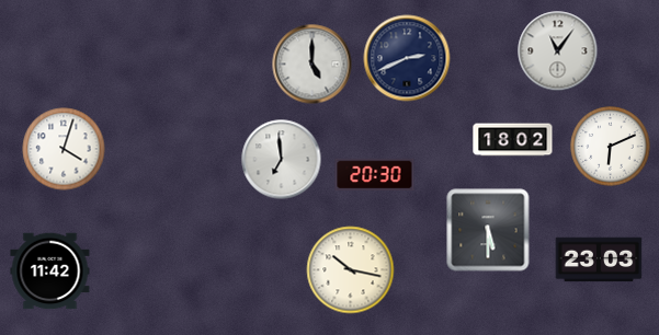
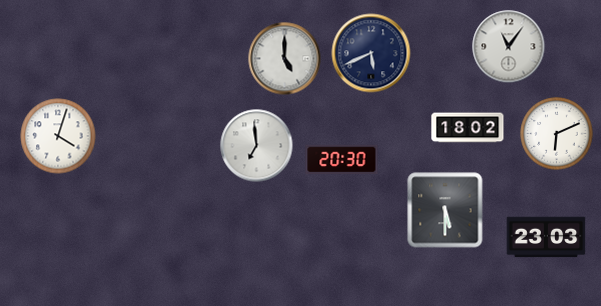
clock at (407, 58): 2:41 -> 5:41
clock at (351, 270): 10:17 -> none
clock at (50, 272): 11:42 -> none
